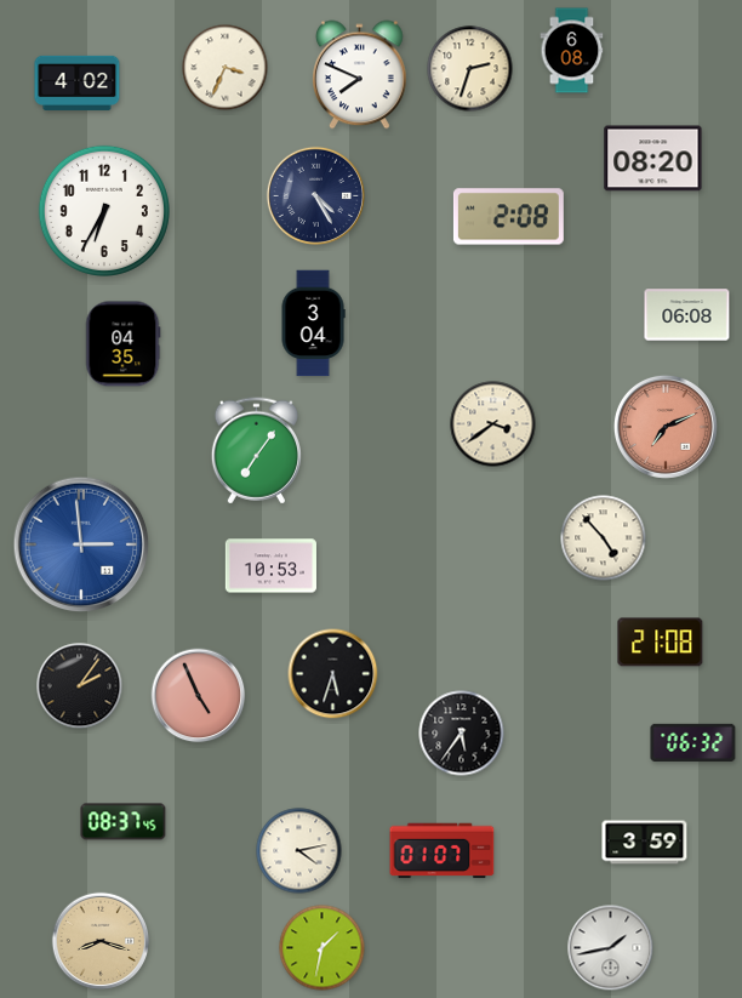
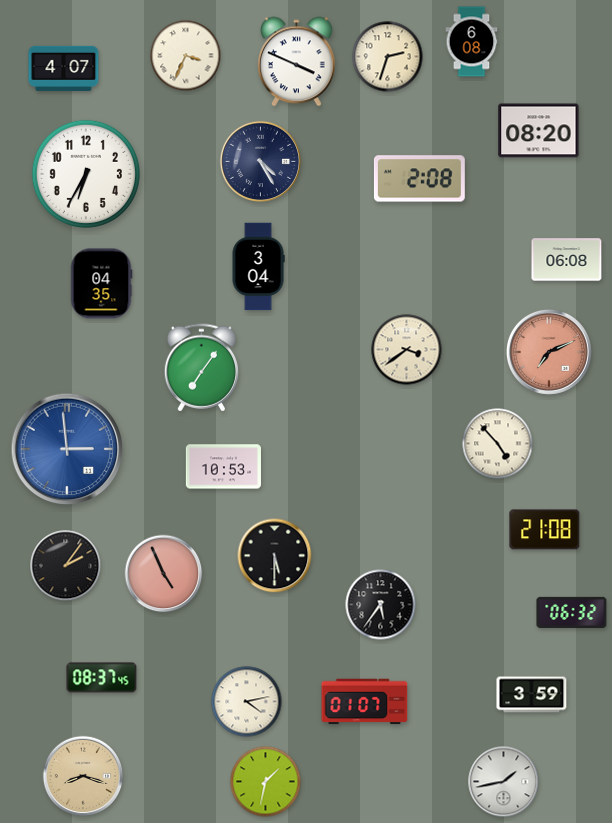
clock at (360, 75): 7:49 -> 3:49
clock at (78, 82): 4:02 -> 4:07
clock at (256, 451) position: (256, 451) -> (201, 368)
clock at (333, 674): 5:33 -> 5:30
